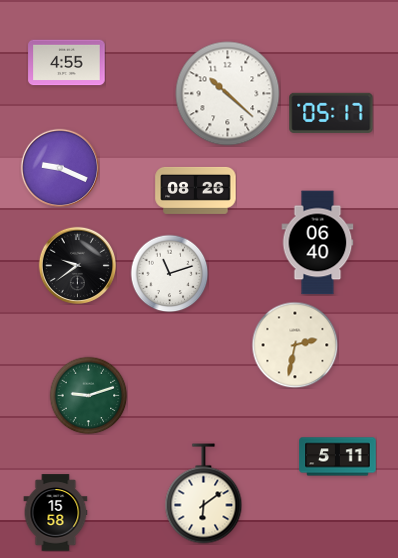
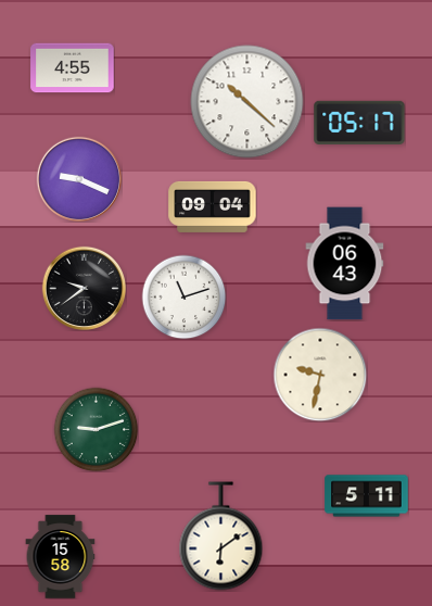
clock at (60, 168) position: (60, 168) -> (79, 179)
clock at (196, 190): 08:26 -> 09:04
clock at (318, 243): 06:40 -> 06:43
clock at (295, 345): 2:32 -> 9:32
